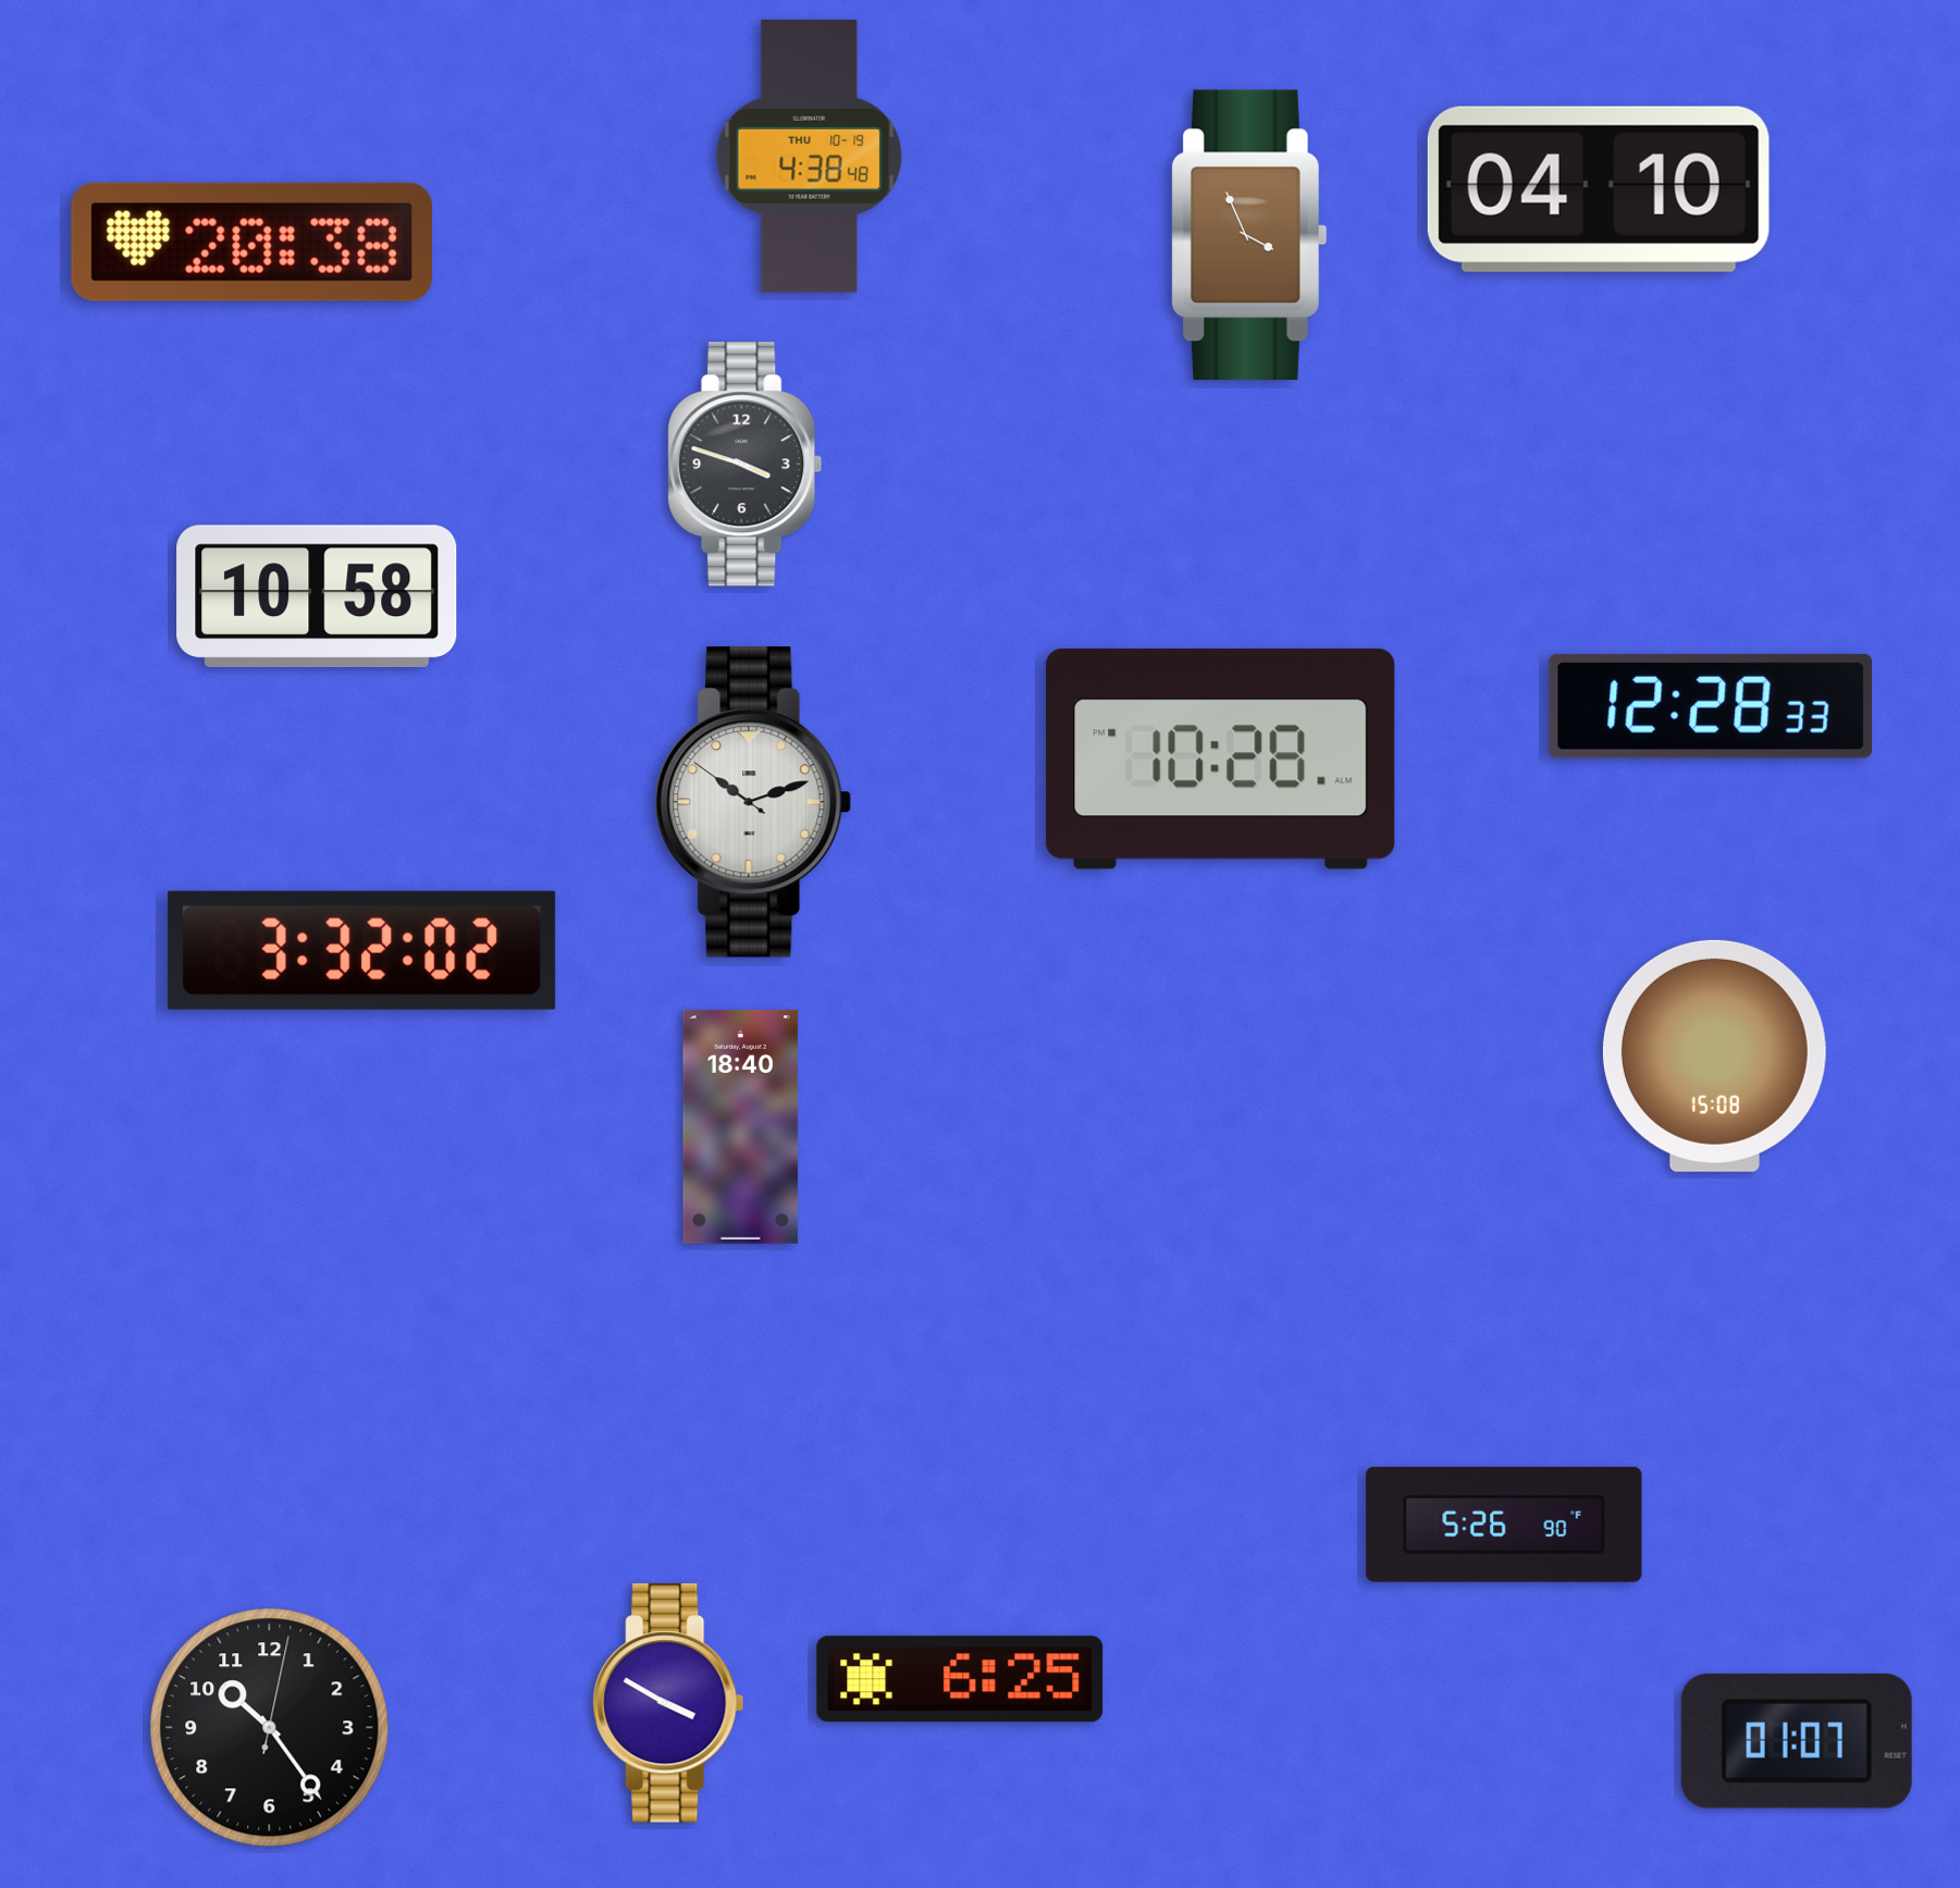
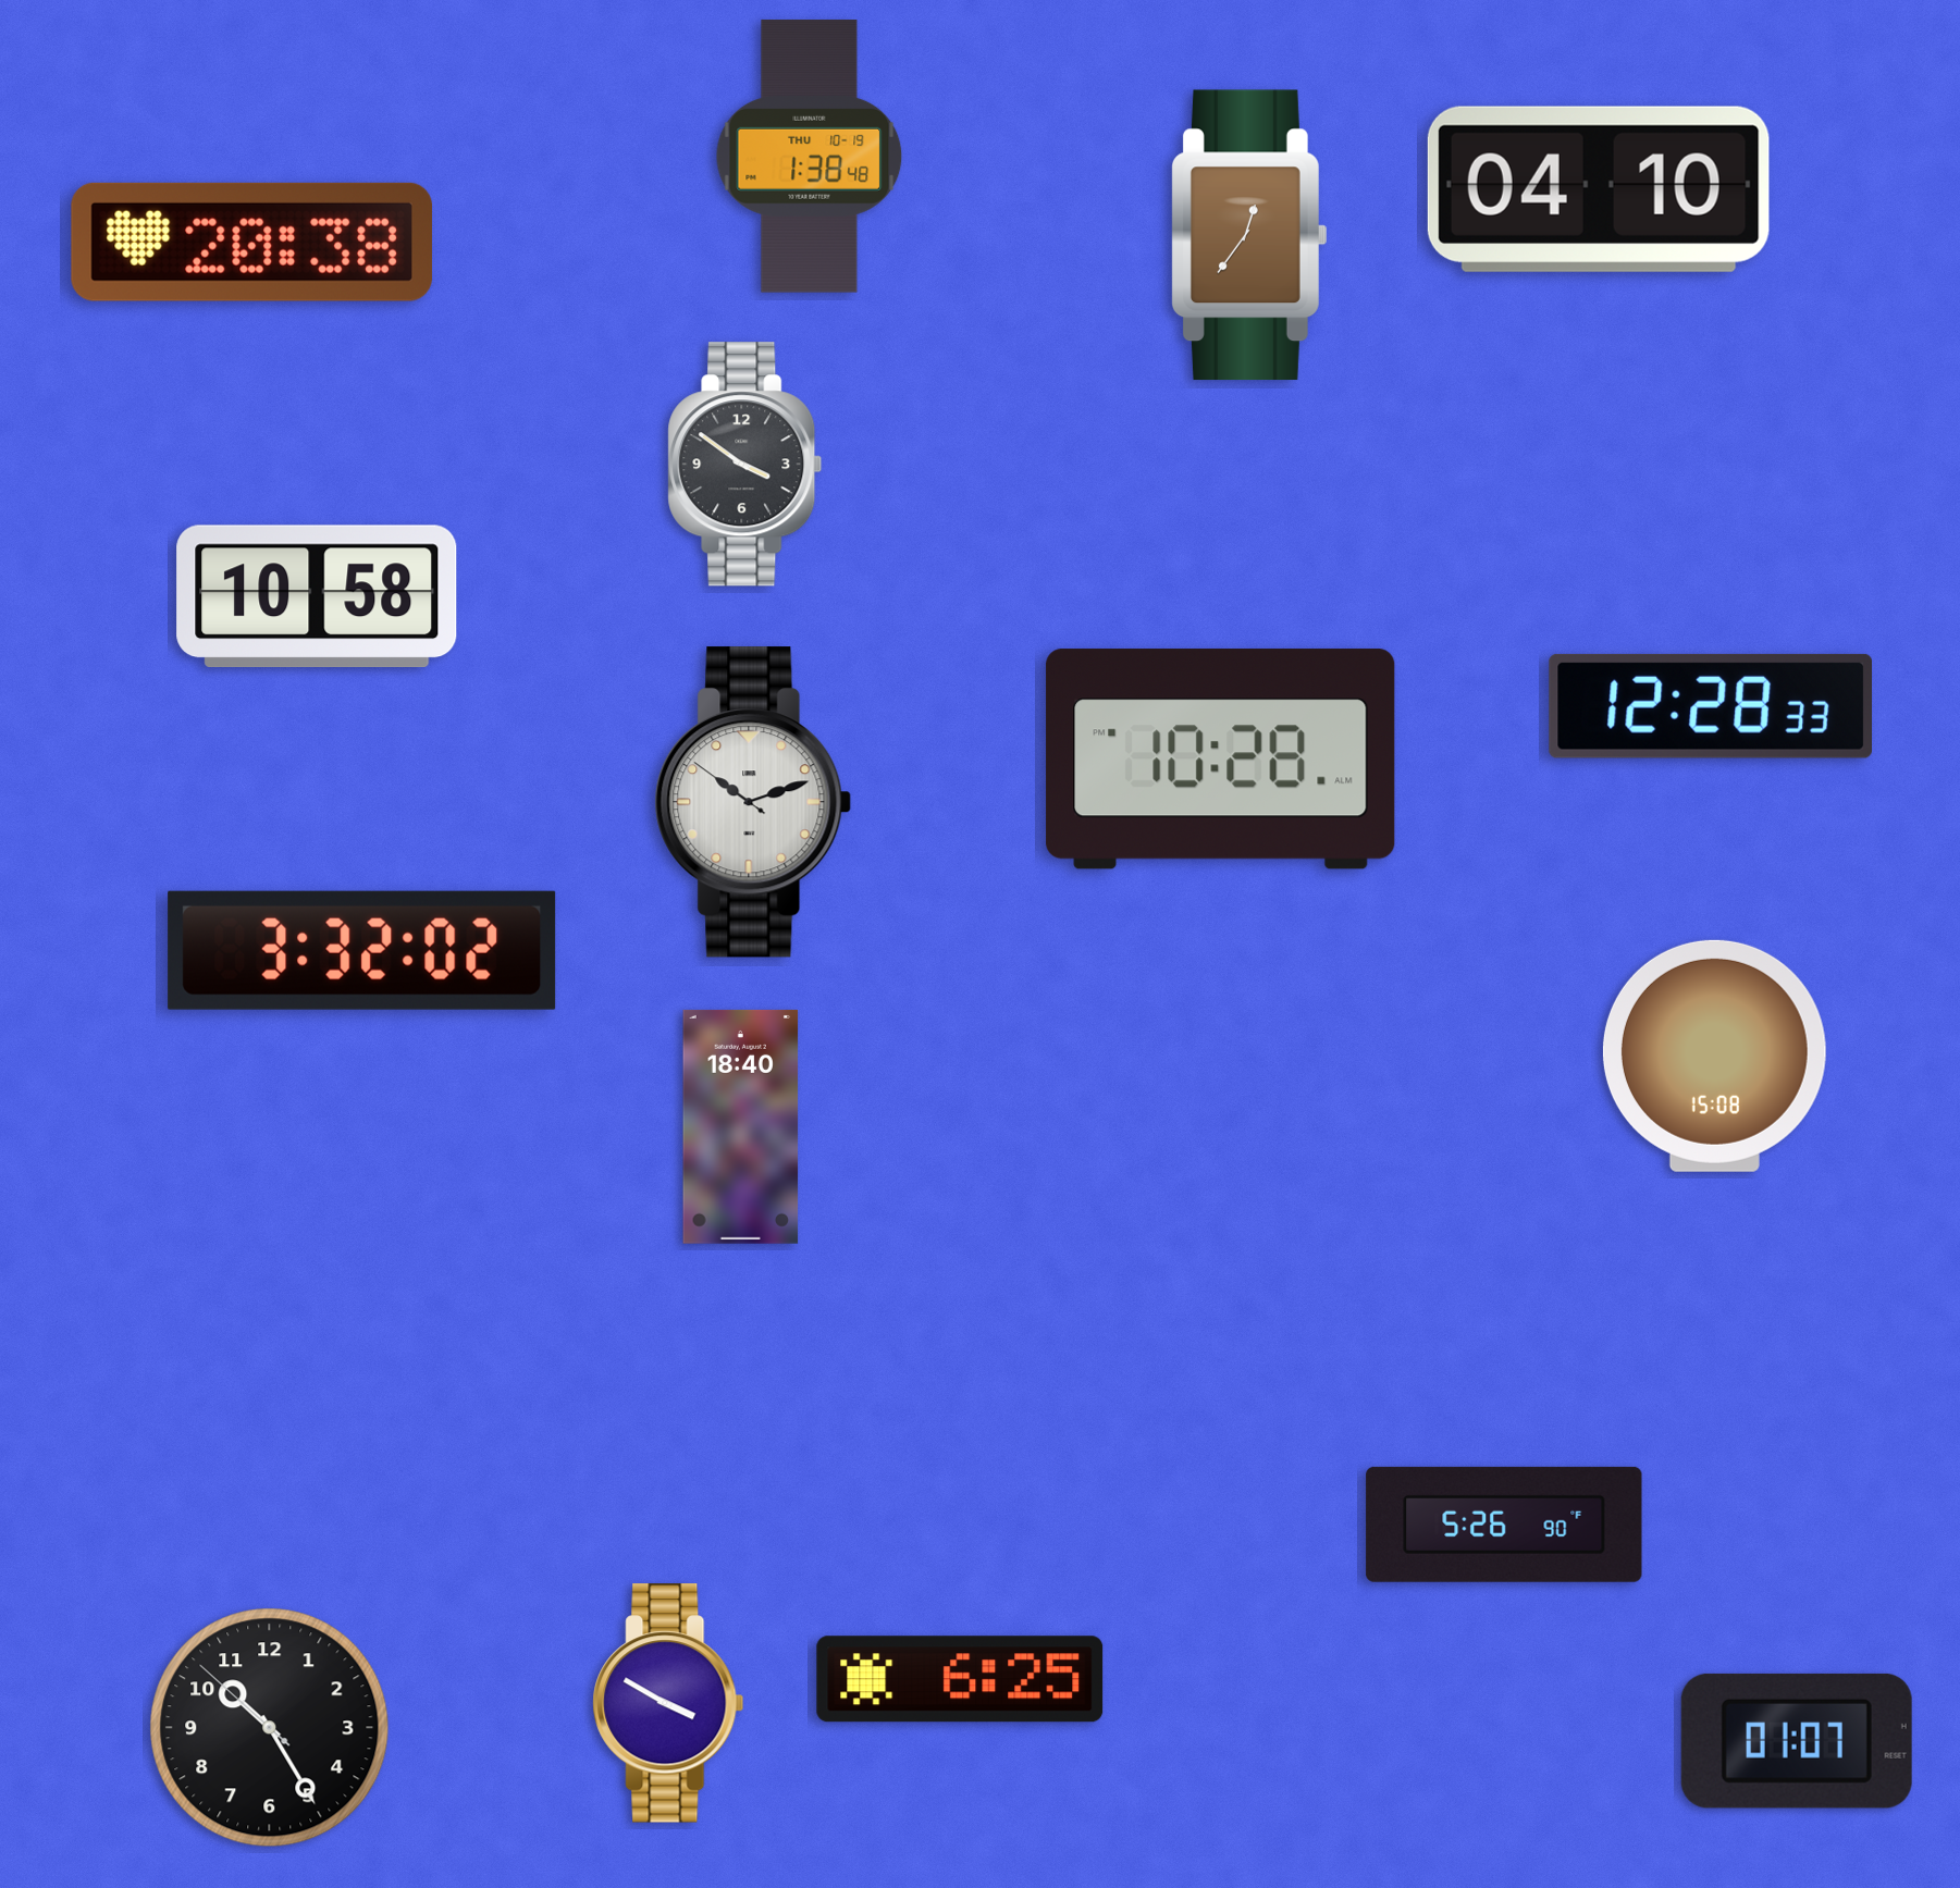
clock at (810, 157): 4:38 -> 1:38
clock at (1249, 235): 3:56 -> 12:36
clock at (745, 465): 3:48 -> 3:51
clock at (270, 1728): 10:24:02 -> 10:24:52
